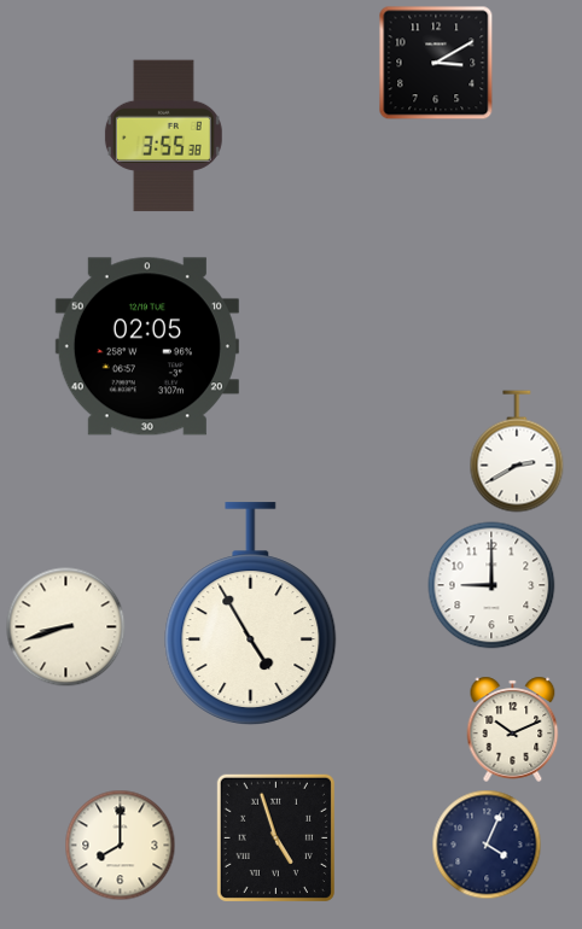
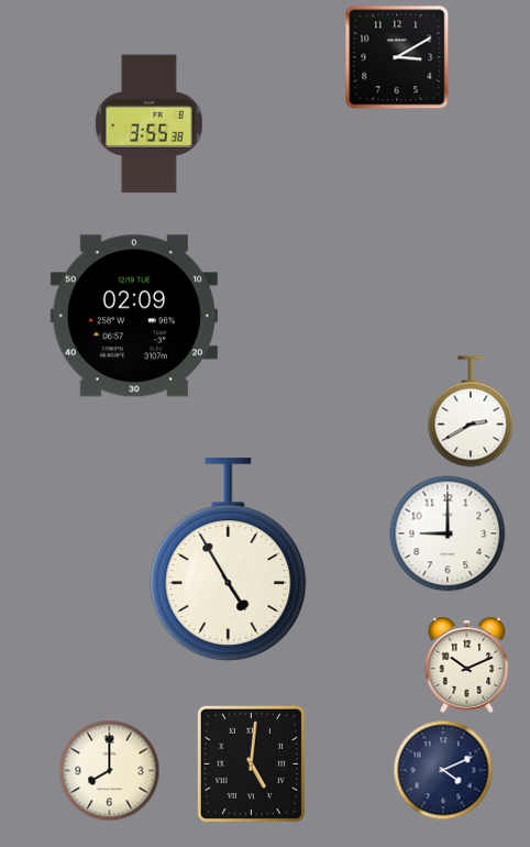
clock at (147, 346): 02:05 -> 02:09
clock at (66, 627): 8:42 -> none
clock at (275, 837): 4:57 -> 5:01
clock at (487, 845): 4:04 -> 4:11
